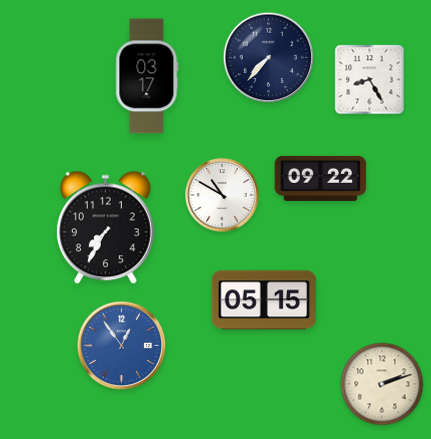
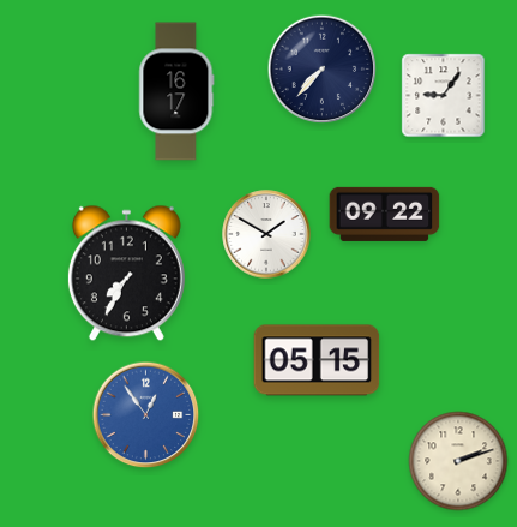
clock at (147, 76): 03:17 -> 16:17
clock at (370, 80): 8:25 -> 9:06
clock at (222, 195): 10:50 -> 1:50
